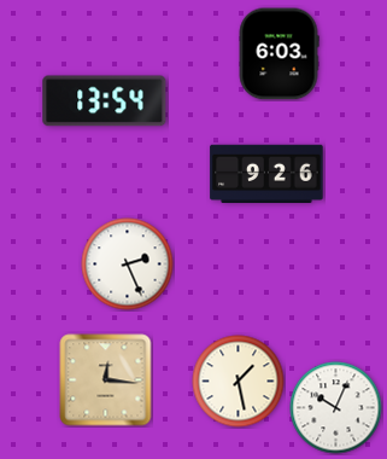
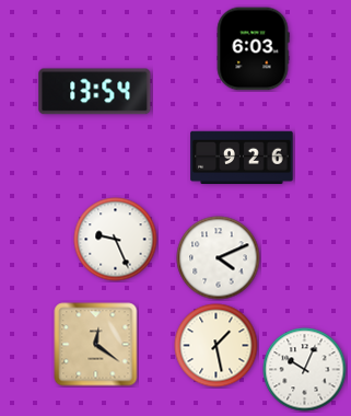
clock at (128, 265): 2:26 -> 9:26
clock at (219, 258): none -> 4:11
clock at (106, 380): 12:16 -> 12:21
